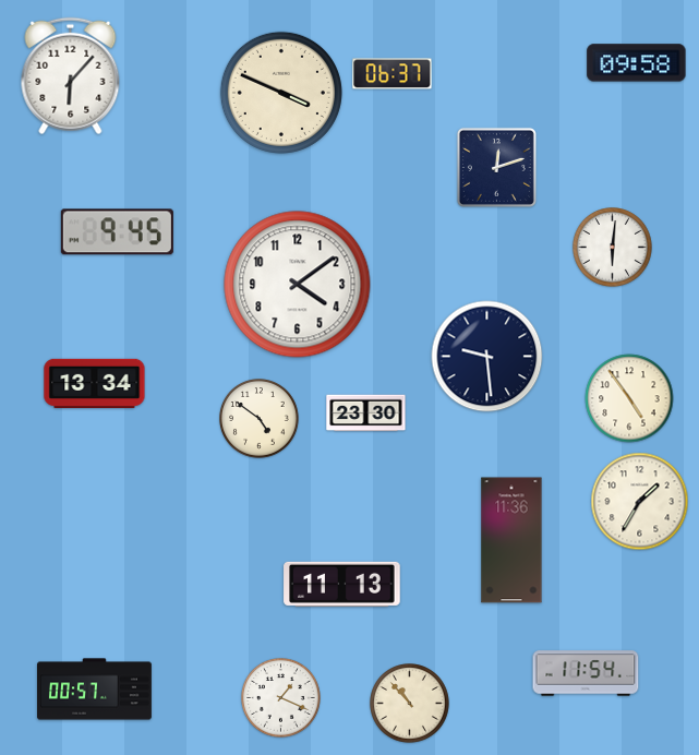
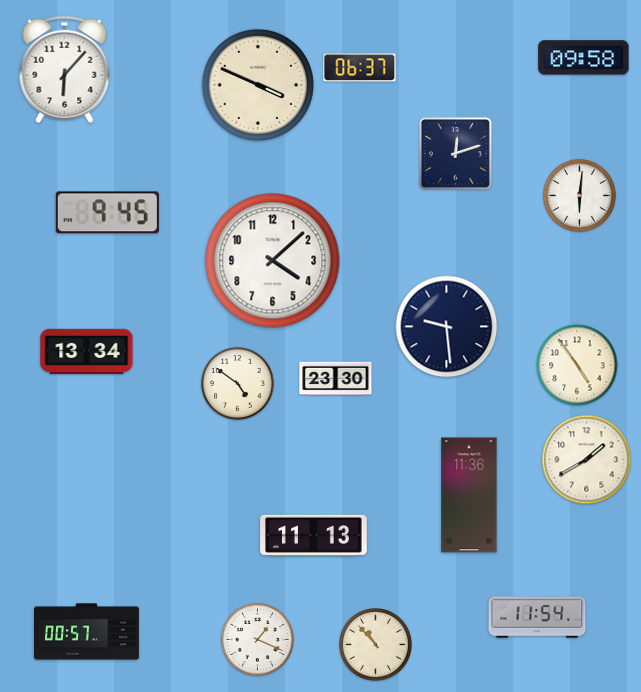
clock at (613, 248) position: (613, 248) -> (580, 196)
clock at (298, 285): 4:09 -> 4:08
clock at (640, 502): 1:35 -> 1:40
